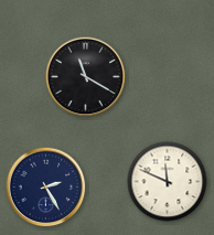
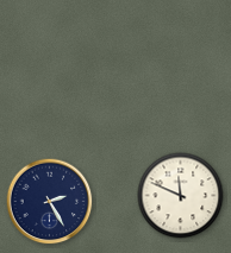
clock at (86, 77): 11:20 -> none
